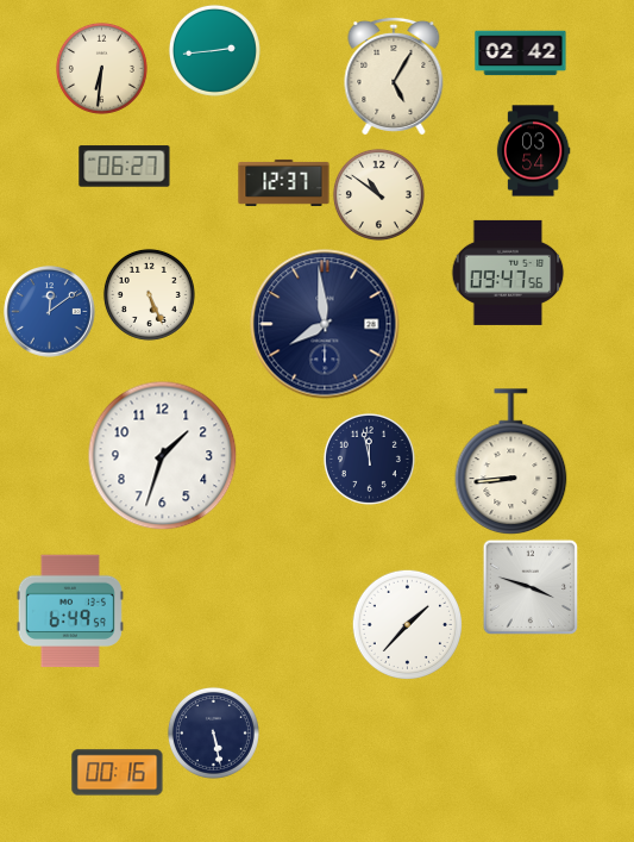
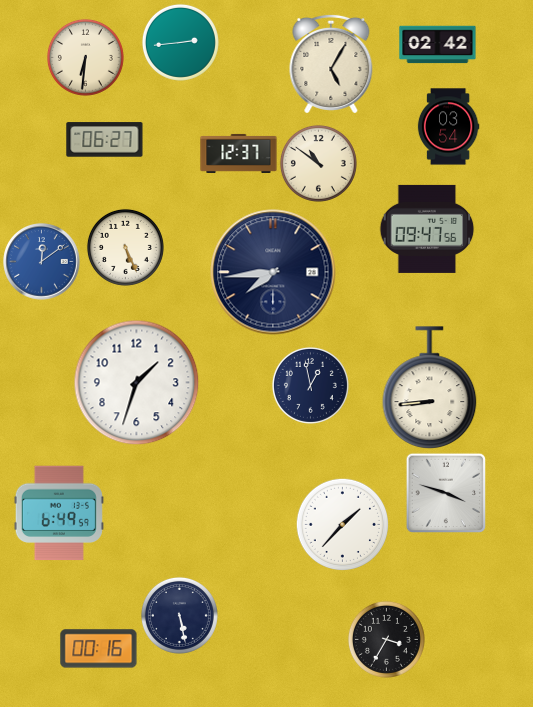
clock at (325, 324): 7:59 -> 7:44
clock at (369, 459): 11:58 -> 12:58
clock at (386, 639): none -> 3:35
